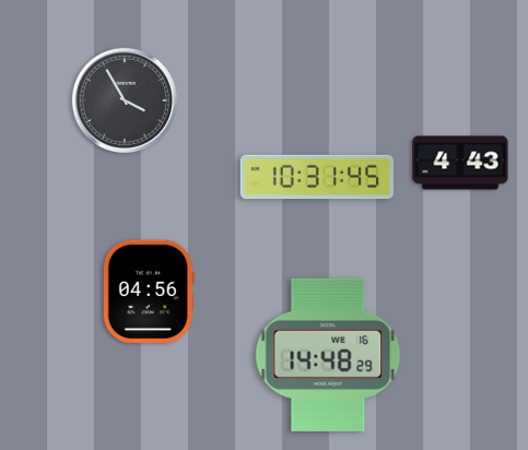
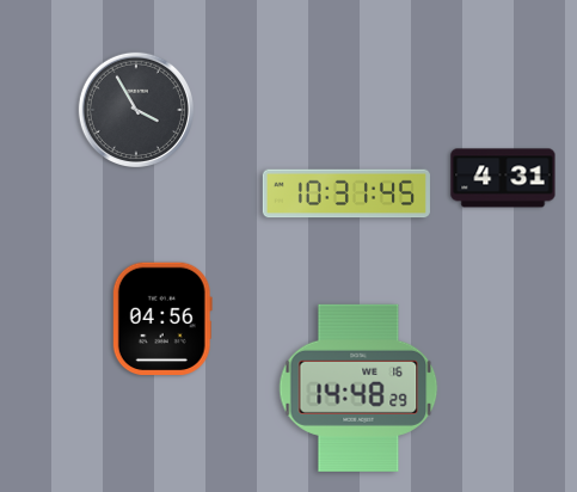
clock at (460, 163): 4:43 -> 4:31
